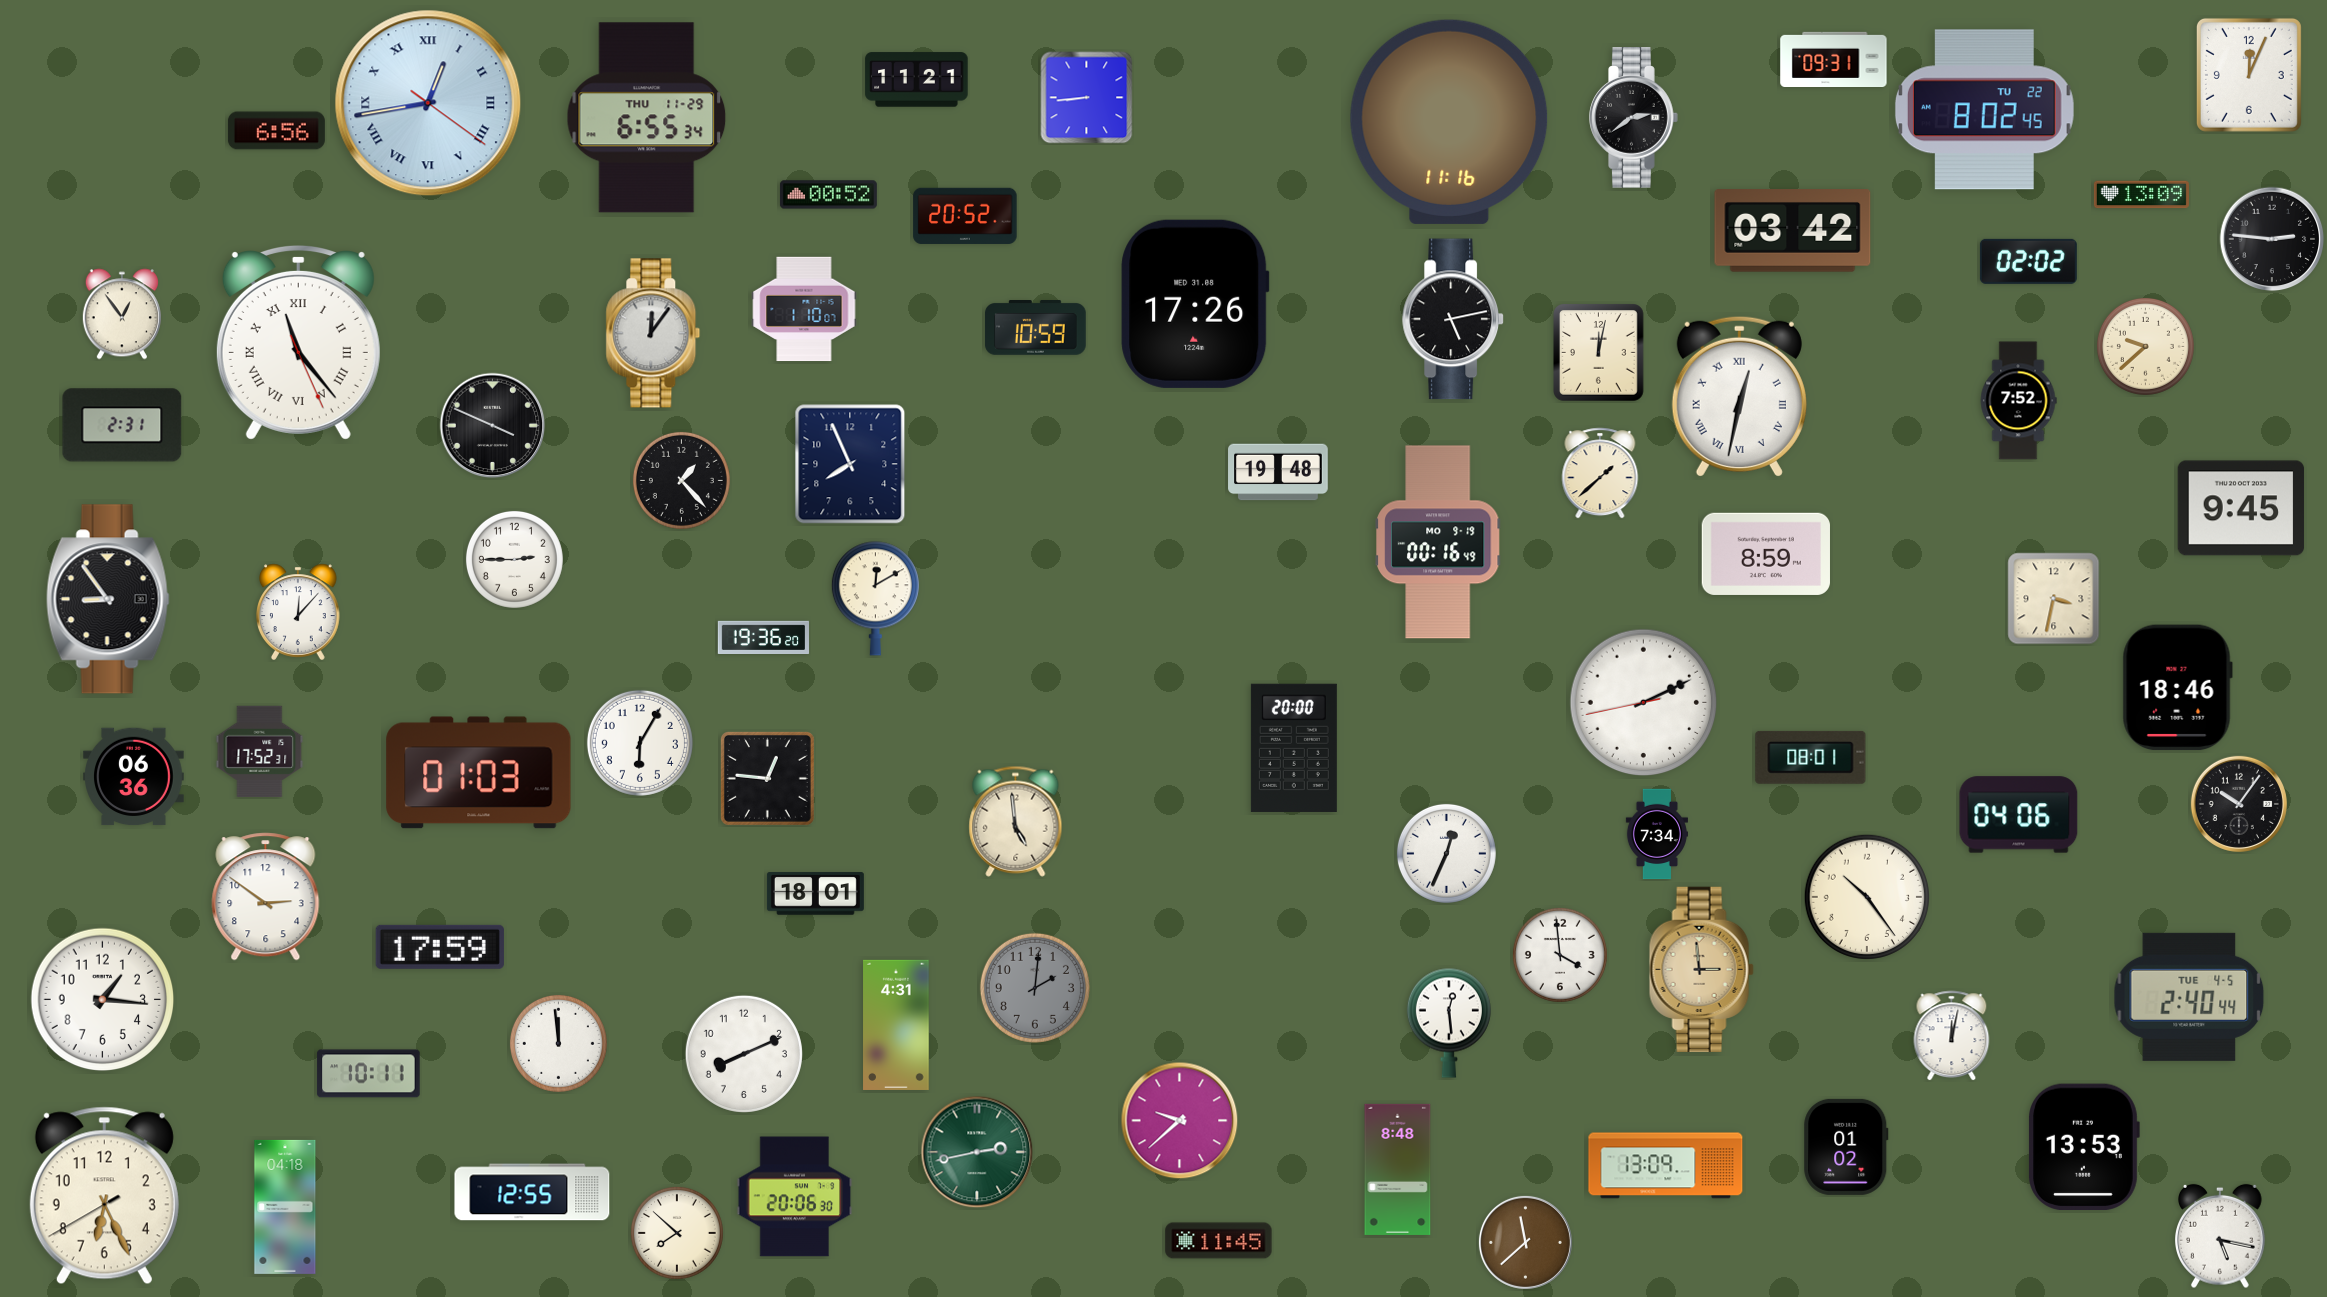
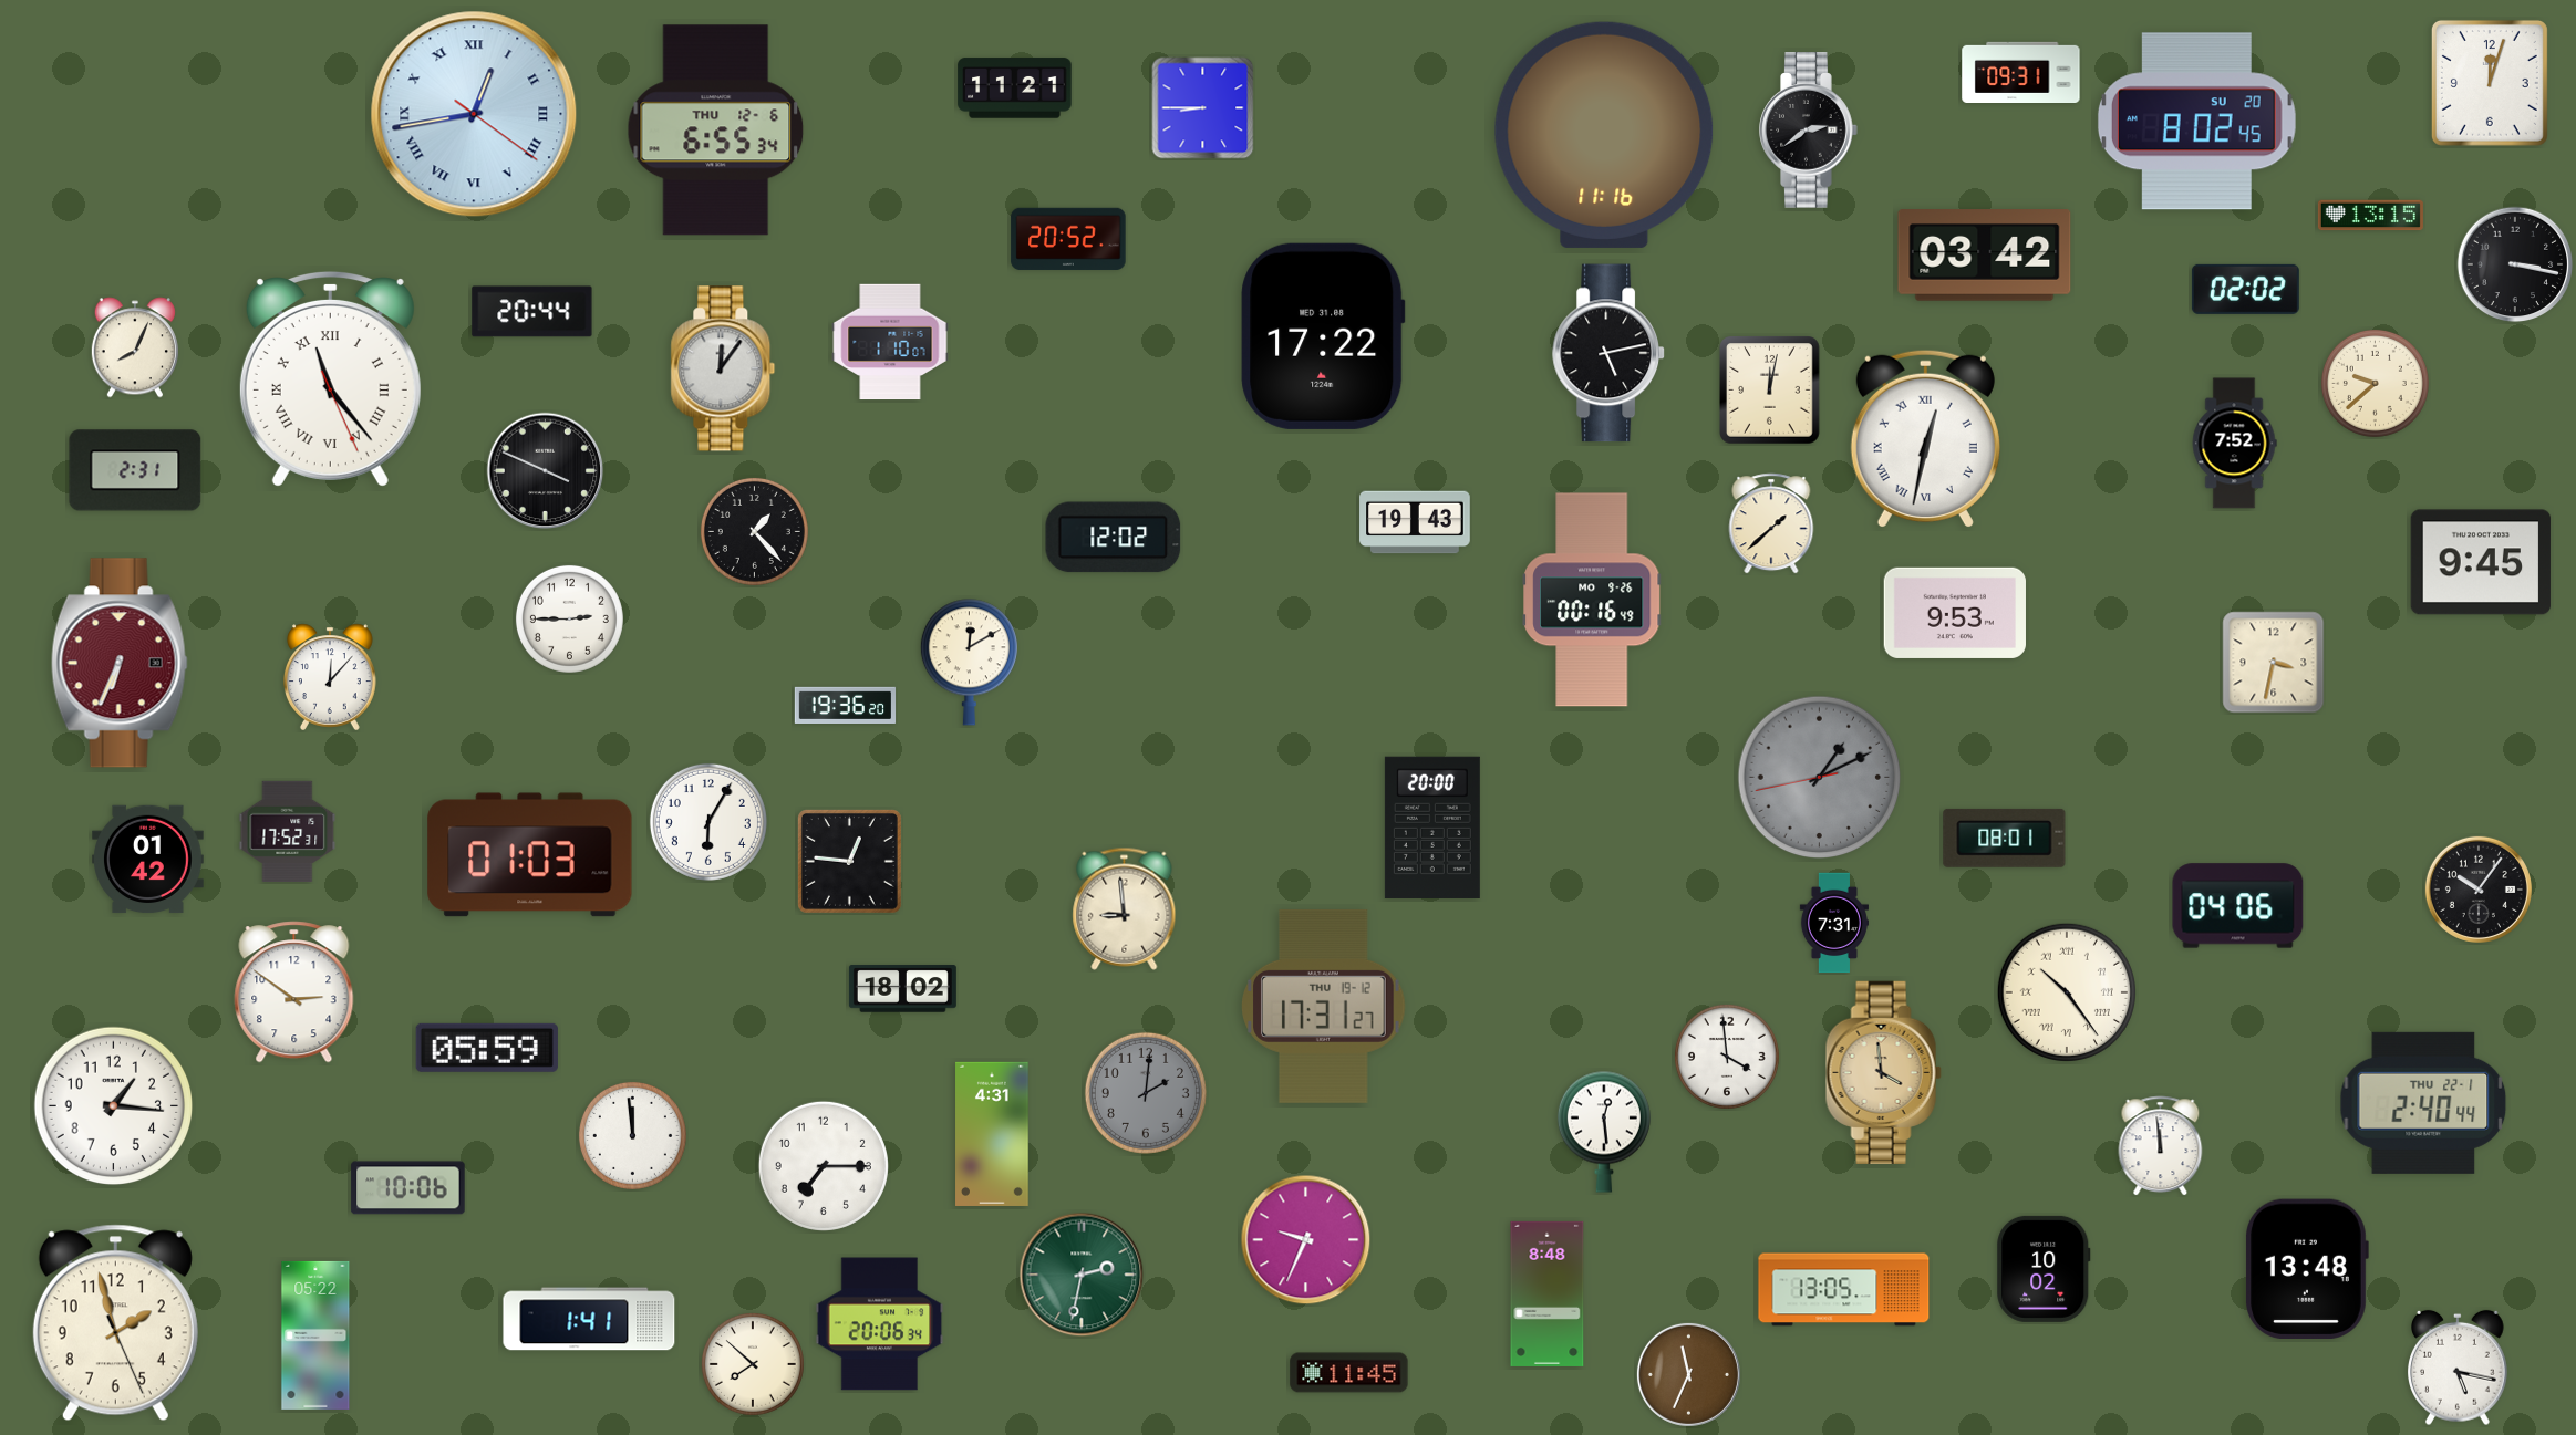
clock at (1834, 59) position: (1834, 59) -> (2021, 72)
clock at (2249, 75): 12:04 -> 12:03
clock at (1087, 98): 8:44 -> 8:45
clock at (1984, 110) date: TU 22 -> SU 20
clock at (647, 118) date: THU 11-29 -> THU 12-6
clock at (276, 131): 6:56 -> none
clock at (828, 195): 00:52 -> none
clock at (2141, 195): 13:09 -> 13:15
clock at (2272, 239): 2:46 -> 3:17
clock at (532, 312): none -> 20:44
clock at (1195, 304): 17:26 -> 17:22
clock at (122, 314): 12:54 -> 8:04
clock at (1036, 328): 10:59 -> none
clock at (850, 464): 7:56 -> none
clock at (1278, 472): 19:48 -> 19:43
clock at (1114, 538): none -> 12:02
clock at (1439, 542) date: MO 9-19 -> MO 9-26
clock at (1765, 554): 8:59 -> 9:53
clock at (108, 599): 8:54 -> 6:34
clock at (108, 599) dial: black -> burgundy
clock at (2177, 688): 18:46 -> none
clock at (1644, 703): 2:10 -> 1:10
clock at (1644, 703) dial: white -> grey
clock at (134, 777): 06:36 -> 01:42
clock at (2019, 815) position: (2019, 815) -> (2238, 906)
clock at (1016, 821): 4:59 -> 8:59
clock at (1657, 834): 7:34 -> 7:31
clock at (1446, 853): 12:34 -> none
clock at (815, 894): 18:01 -> 18:02
clock at (1867, 897) numerals: Arabic -> Roman
clock at (1324, 1006): none -> 17:31
clock at (440, 947): 17:59 -> 05:59
clock at (1701, 969): 2:59 -> 3:59
clock at (2189, 997) date: TUE 4-5 -> THU 22-1
clock at (1952, 1036): 12:02 -> 11:59
clock at (558, 1043) position: (558, 1043) -> (632, 1135)
clock at (744, 1054): 8:11 -> 7:15
clock at (369, 1074): 10:11 -> 10:06
clock at (1180, 1121): 9:38 -> 9:34
clock at (2084, 1146): 13:53 -> 13:48
clock at (1846, 1147): 01:02 -> 10:02
clock at (977, 1152): 2:43 -> 2:32
clock at (1666, 1166): 13:09 -> 13:05
clock at (532, 1192): 12:55 -> 1:41
clock at (104, 1196): 6:25 -> 1:57
clock at (795, 1197): 20:06:30 -> 20:06:34
clock at (285, 1207): 04:18 -> 05:22
clock at (677, 1233) position: (677, 1233) -> (753, 1364)
clock at (1525, 1242): 11:38 -> 11:34
